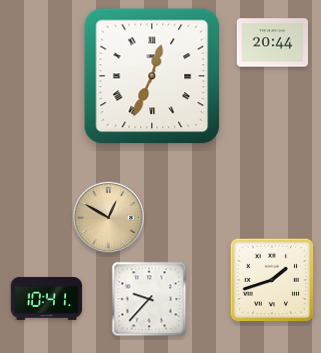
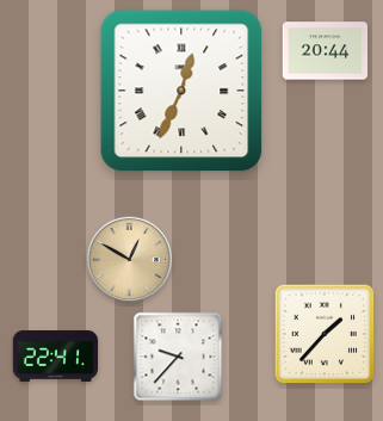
clock at (272, 280): 1:42 -> 1:37
clock at (47, 298): 10:41 -> 22:41
